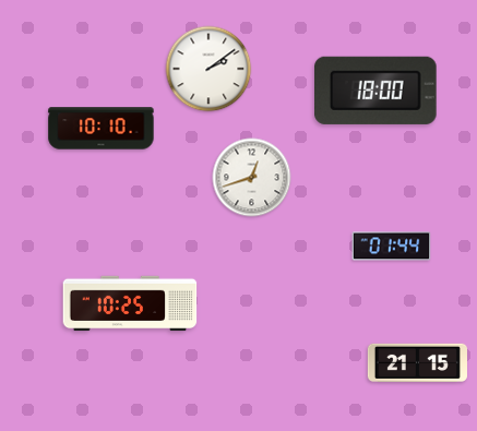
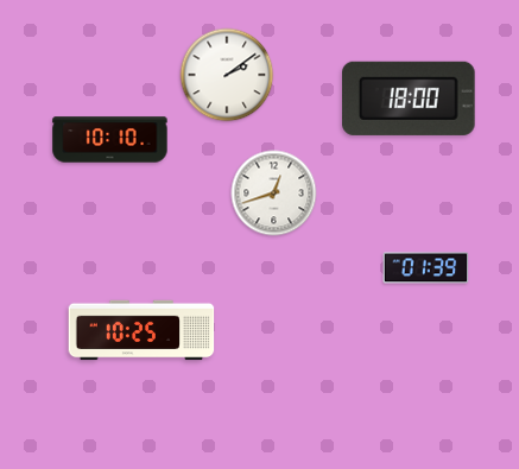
clock at (392, 247): 01:44 -> 01:39
clock at (417, 362): 21:15 -> none
